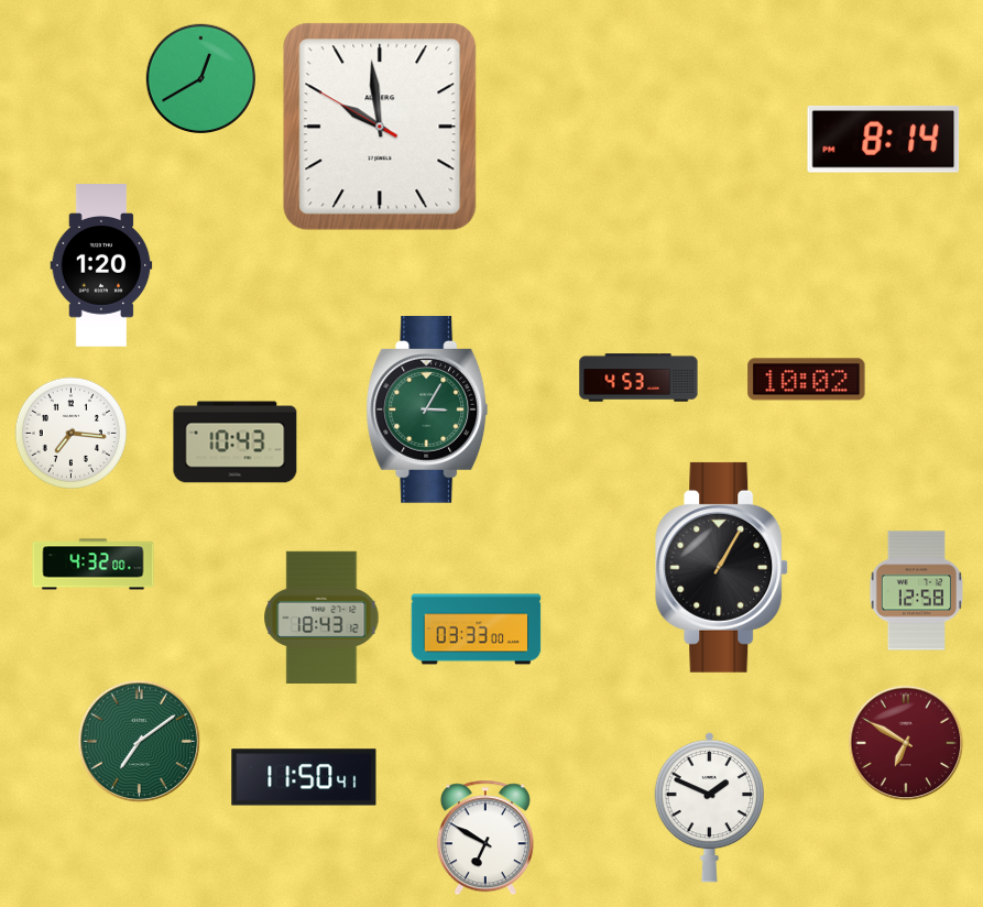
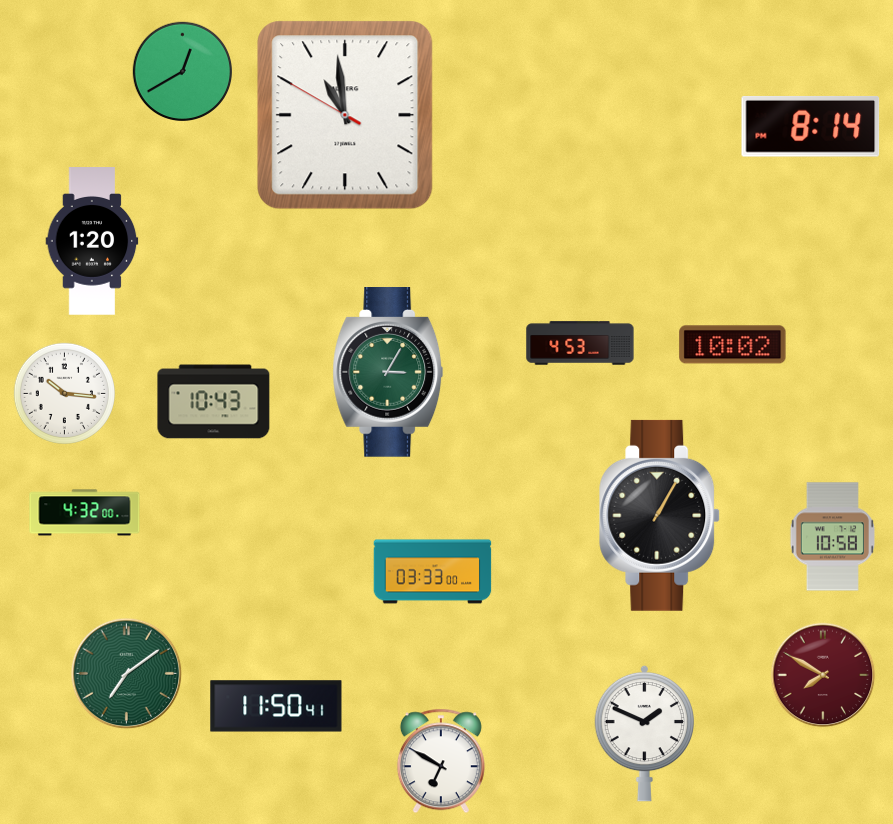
clock at (380, 127): 9:58 -> 10:58
clock at (884, 139) position: (884, 139) -> (811, 126)
clock at (70, 433): 7:16 -> 10:16
clock at (722, 567) position: (722, 567) -> (660, 515)
clock at (916, 591): 12:58 -> 10:58
clock at (321, 618): 18:43 -> none
clock at (906, 743): 6:50 -> 7:50
